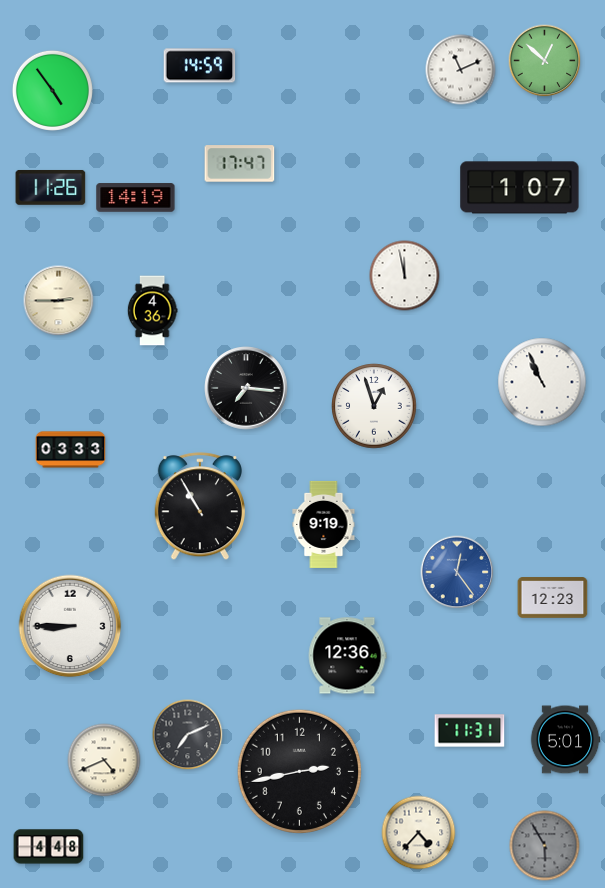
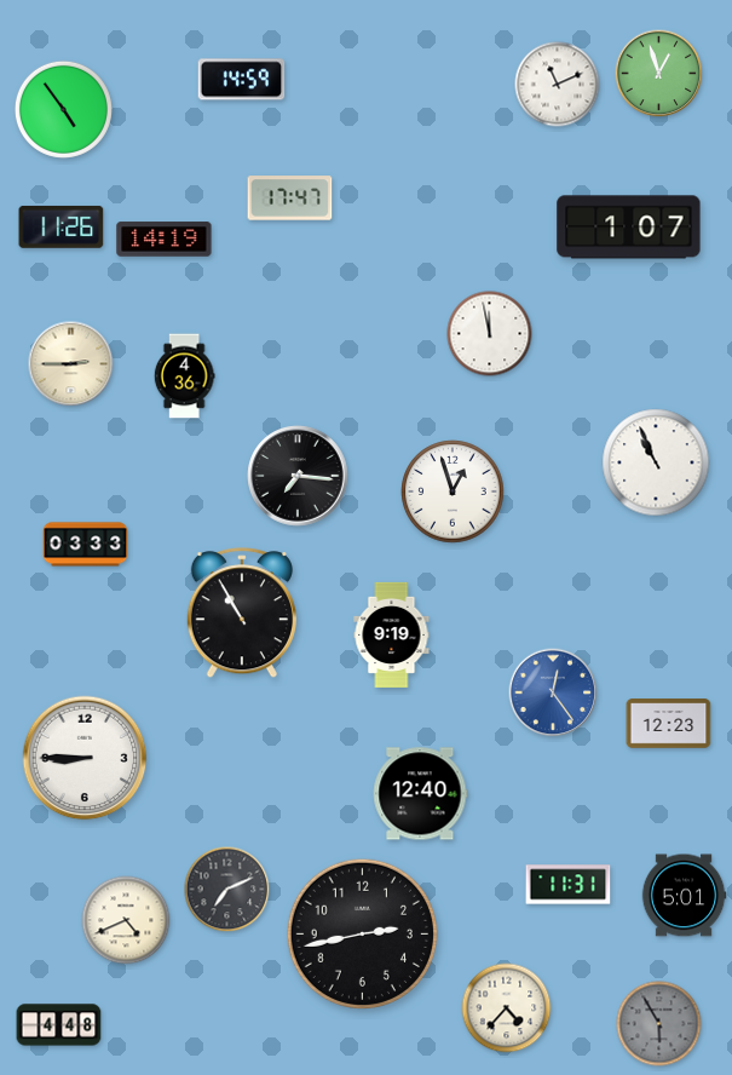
clock at (545, 61): 12:52 -> 12:57
clock at (246, 388) position: (246, 388) -> (298, 476)
clock at (347, 656): 12:36 -> 12:40
